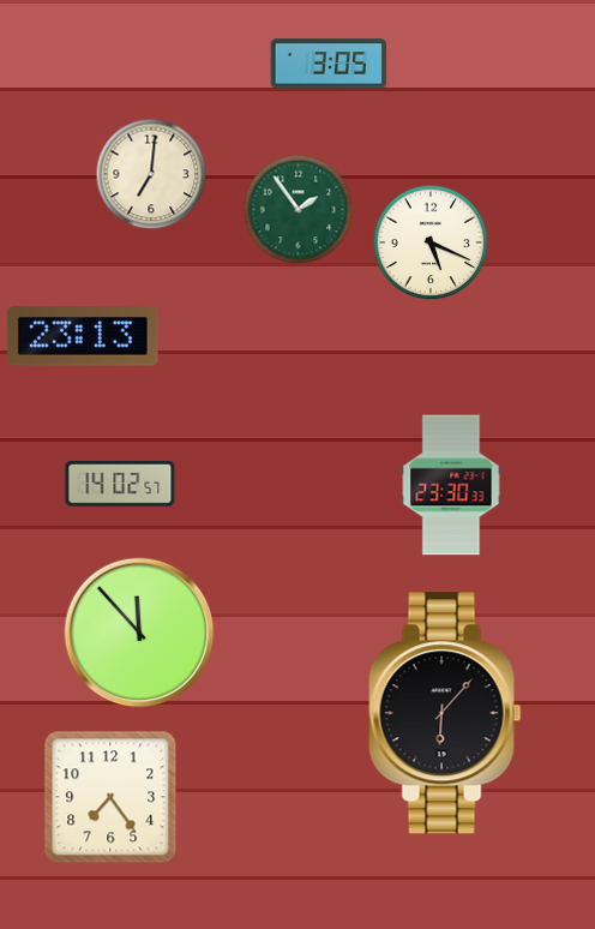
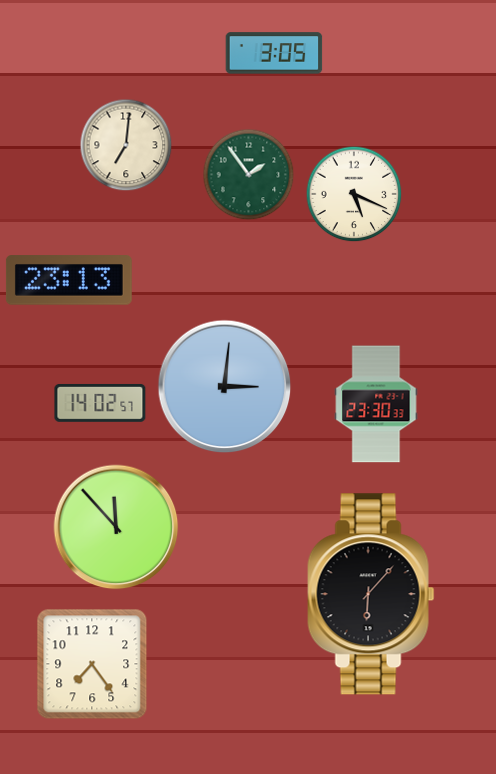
clock at (431, 242) position: (431, 242) -> (354, 194)
clock at (225, 387): none -> 3:01
